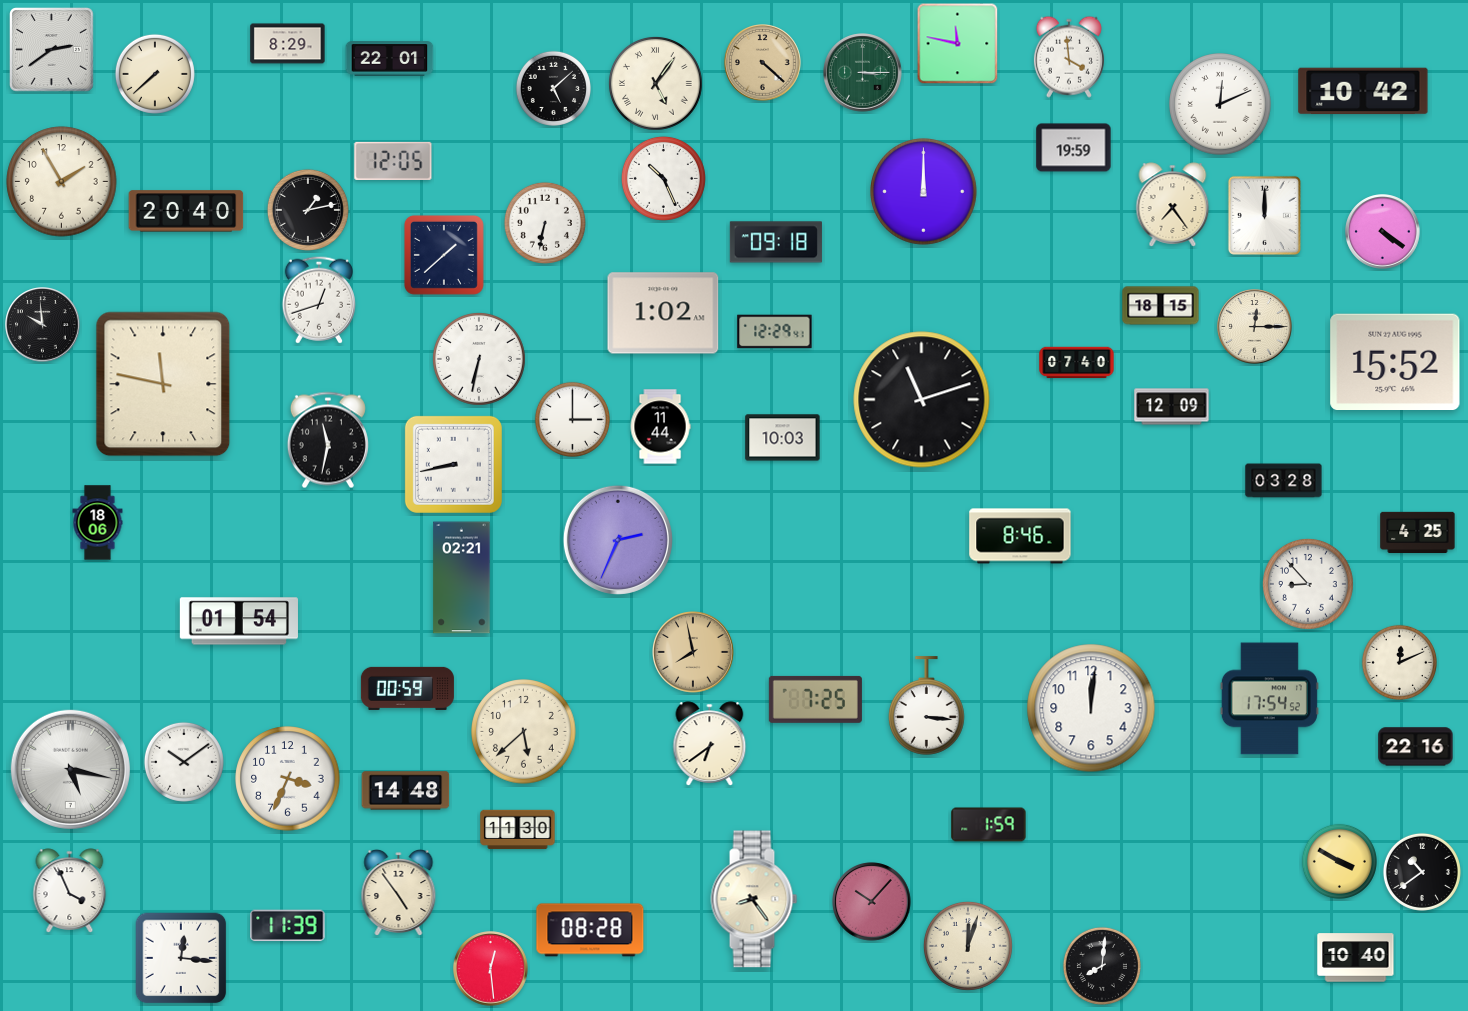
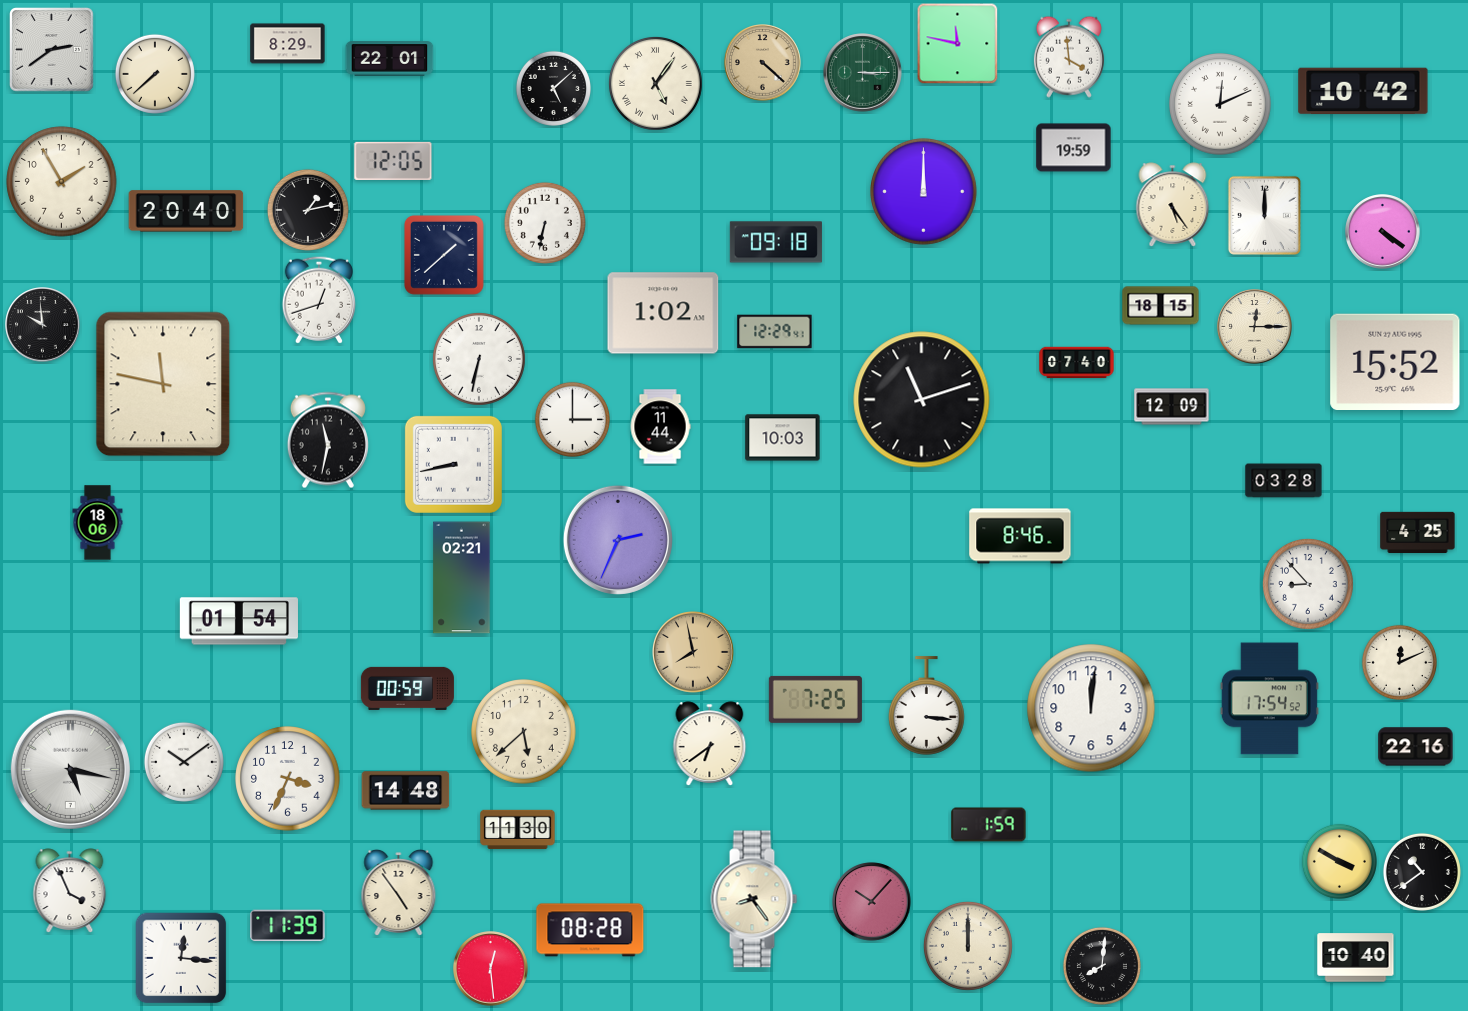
clock at (663, 178): 10:26 -> none
clock at (1173, 205): 7:24 -> 5:24
clock at (968, 946): 12:03 -> 12:00
